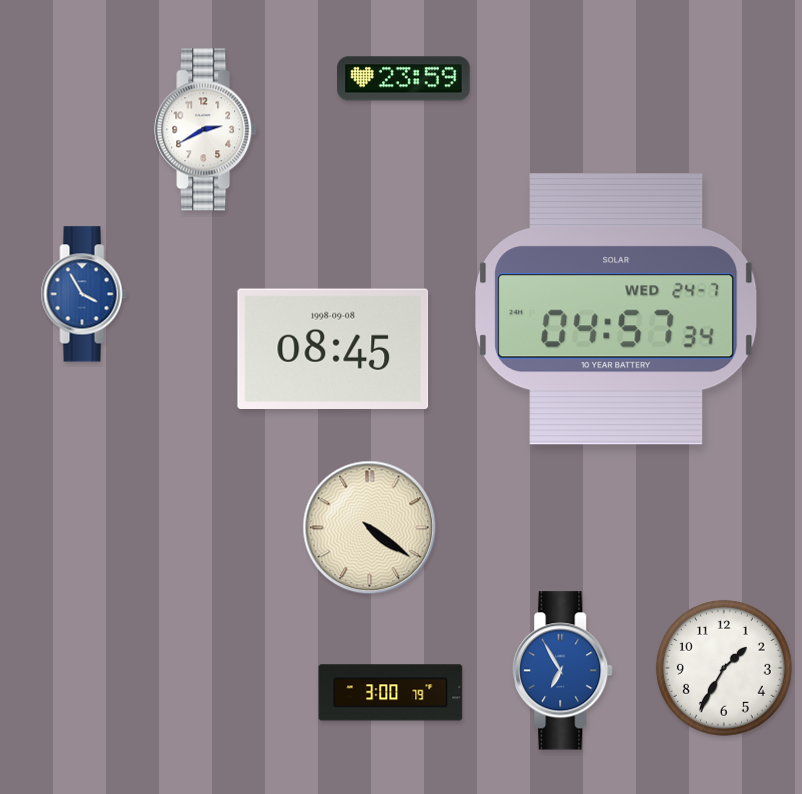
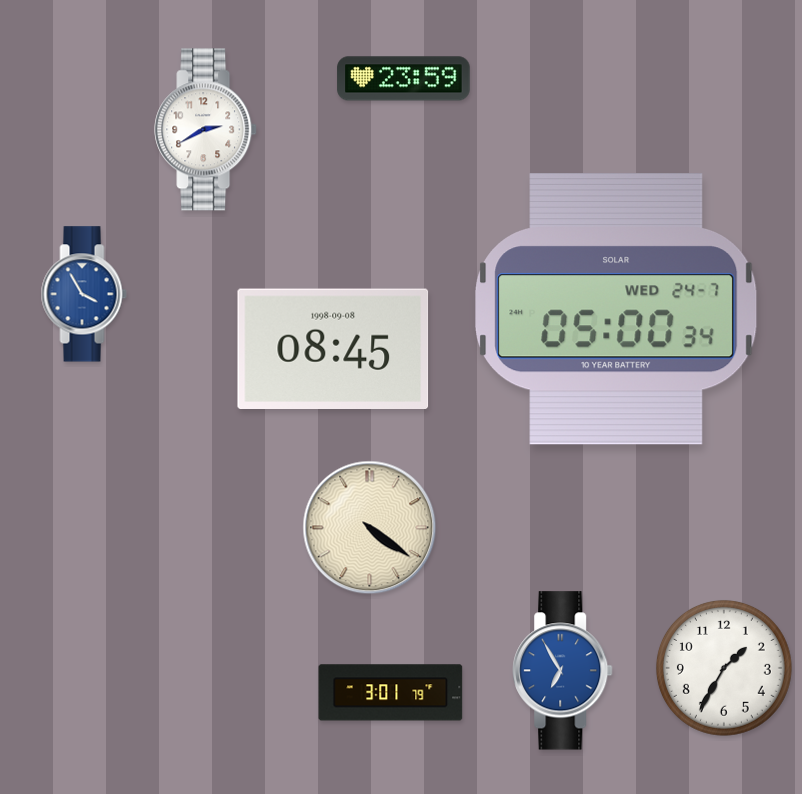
clock at (616, 309): 04:57 -> 05:00
clock at (391, 693): 3:00 -> 3:01
